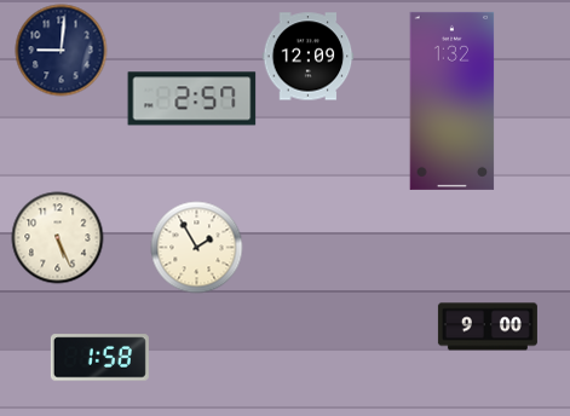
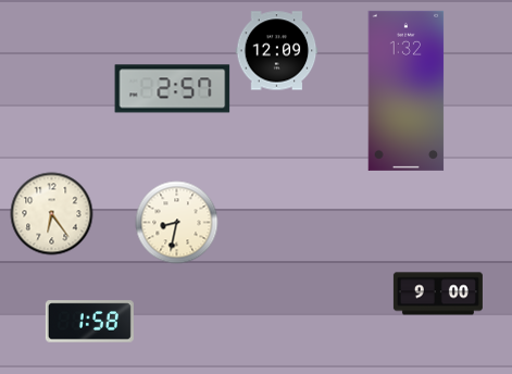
clock at (62, 51): 9:01 -> none
clock at (58, 238): 5:26 -> 6:24
clock at (197, 248): 1:55 -> 8:32
